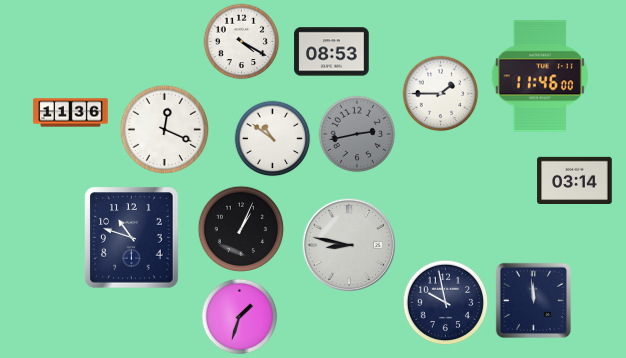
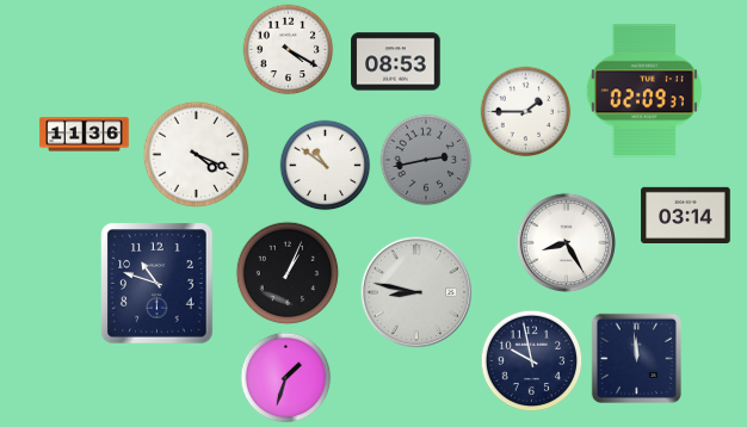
clock at (540, 76): 11:46 -> 02:09
clock at (165, 130): 12:19 -> 4:19
clock at (566, 242): none -> 8:25
